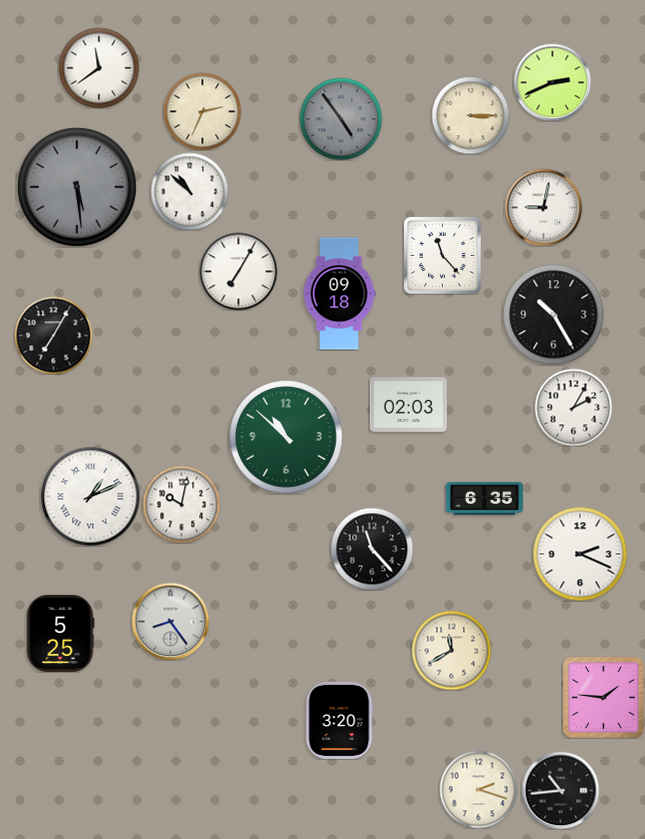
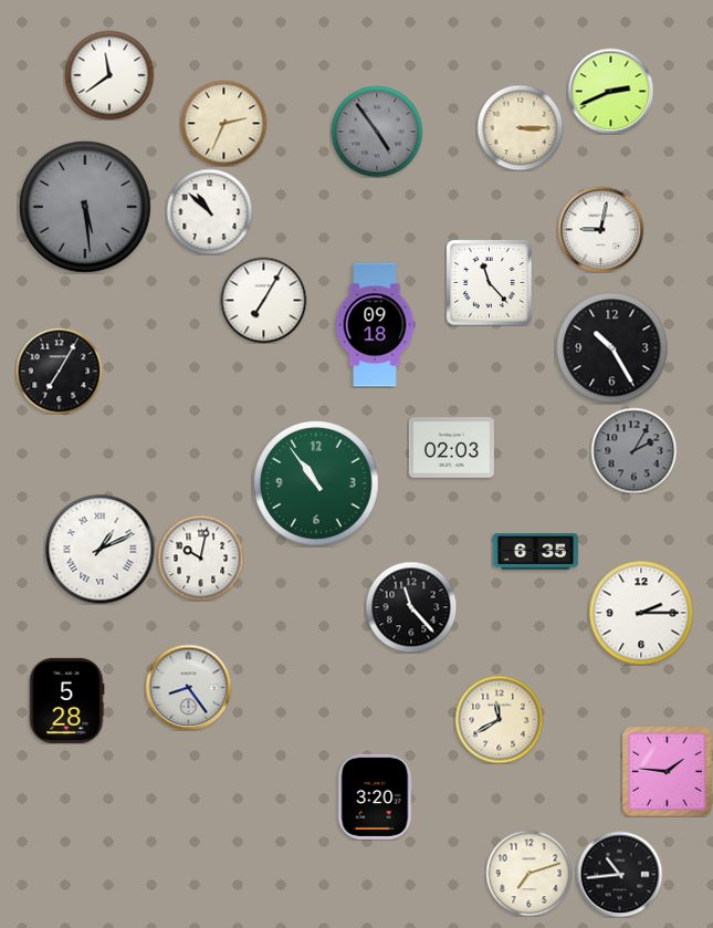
clock at (573, 407) dial: white -> grey
clock at (286, 437): 10:52 -> 10:54
clock at (580, 554): 2:19 -> 2:15
clock at (60, 633): 5:25 -> 5:28
clock at (478, 789): 2:18 -> 7:12
